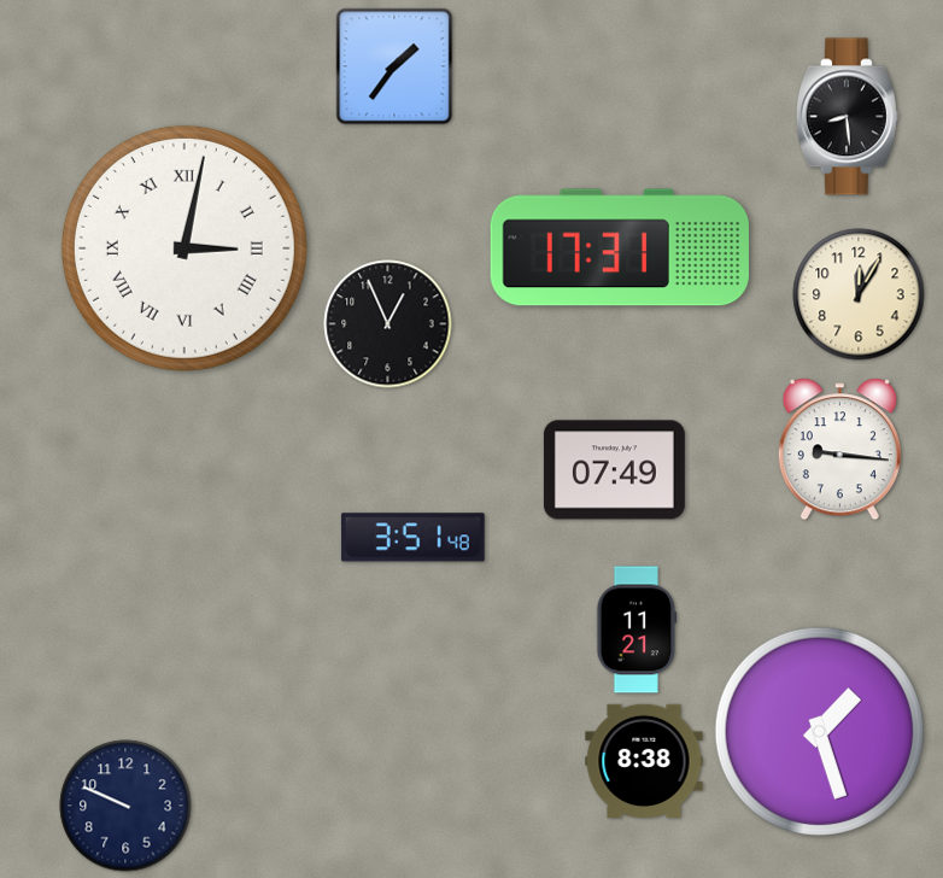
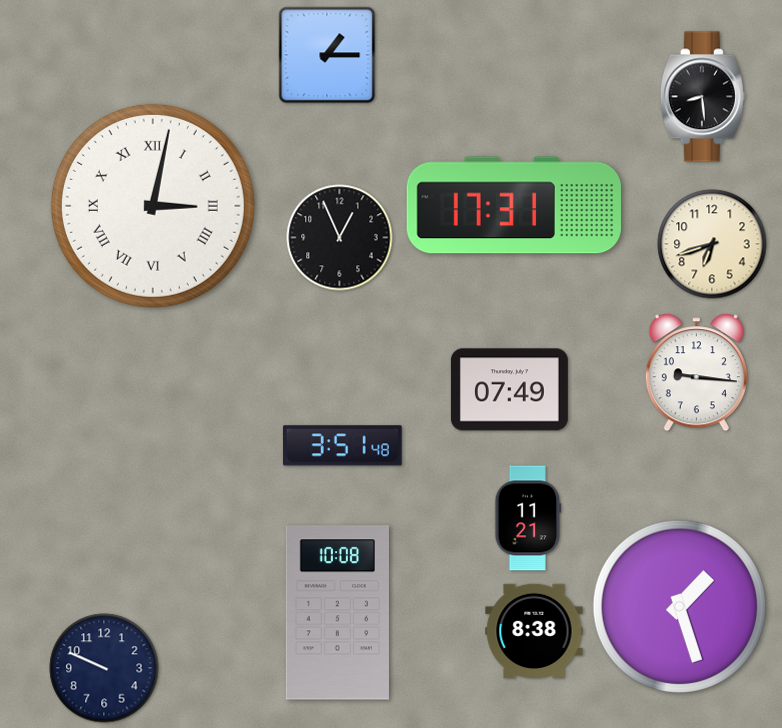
clock at (394, 66): 1:36 -> 1:15
clock at (859, 294): 12:05 -> 6:42
clock at (388, 324) position: (388, 324) -> (340, 238)
clock at (637, 630) position: (637, 630) -> (528, 518)
clock at (337, 613): none -> 10:08
